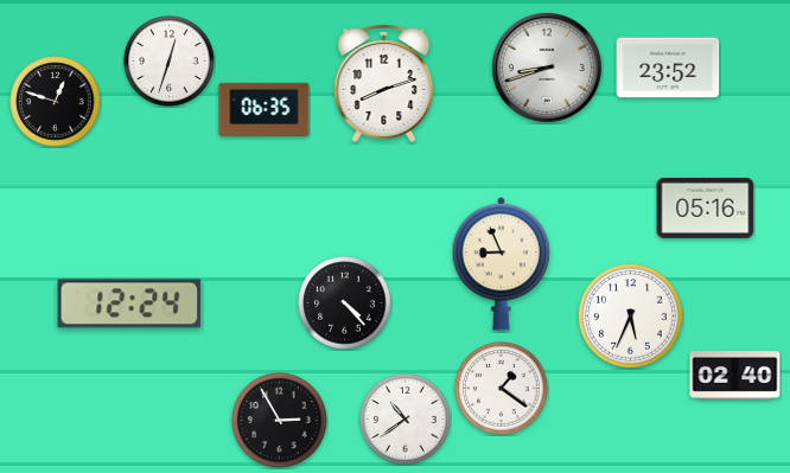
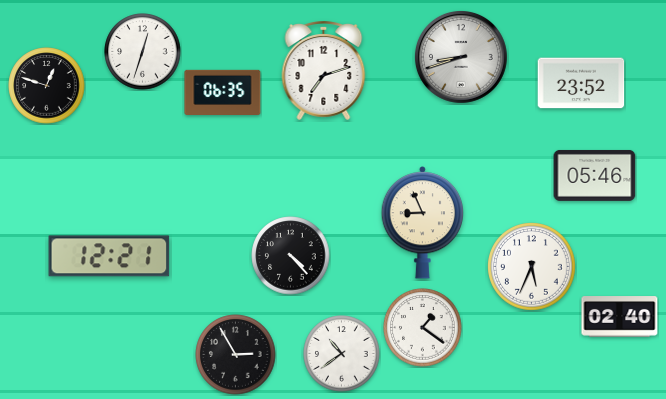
clock at (668, 68) position: (668, 68) -> (581, 83)
clock at (384, 83): 8:12 -> 7:12
clock at (706, 207): 05:16 -> 05:46
clock at (129, 303): 12:24 -> 12:21
